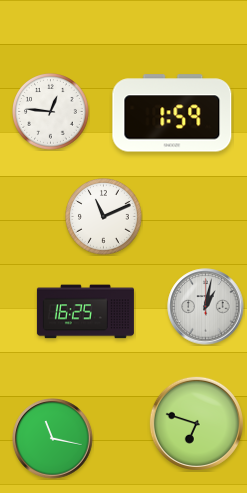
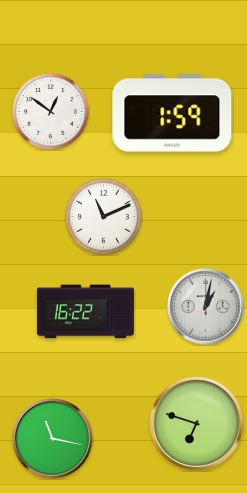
clock at (51, 112): 12:46 -> 12:51
clock at (85, 312): 16:25 -> 16:22
